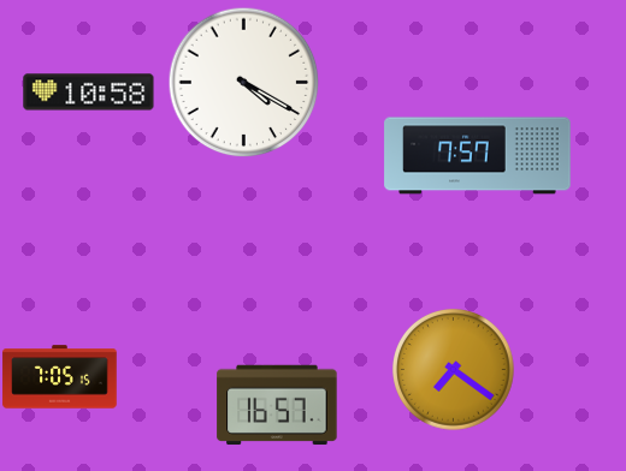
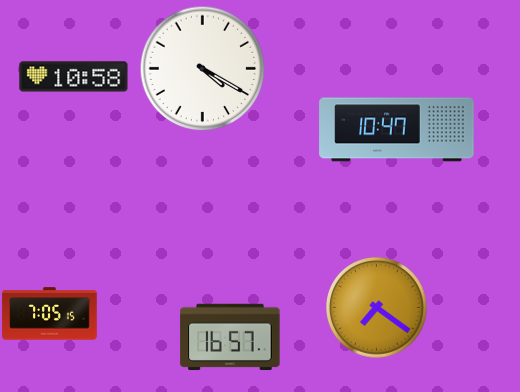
clock at (478, 156): 7:57 -> 10:47
